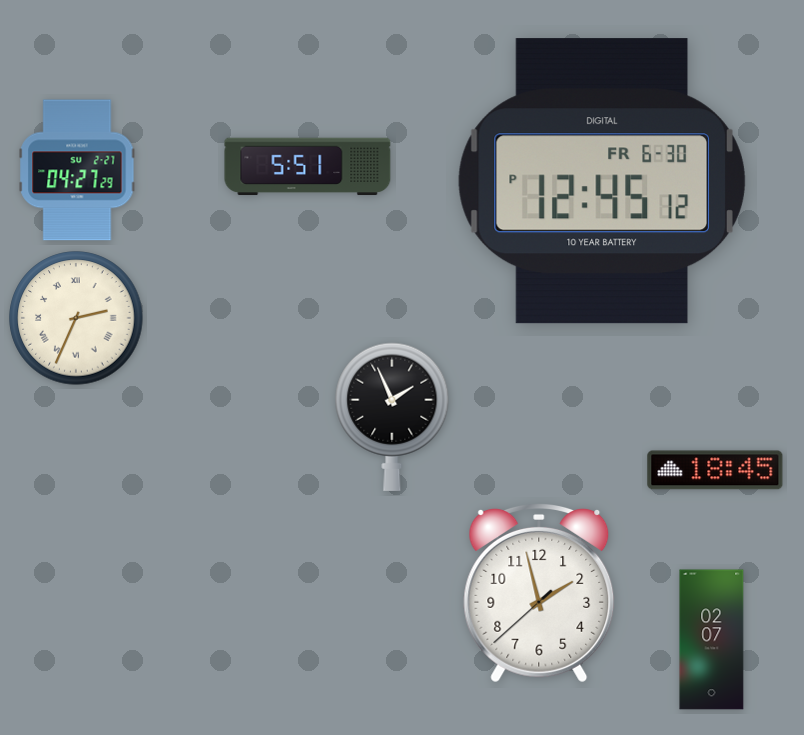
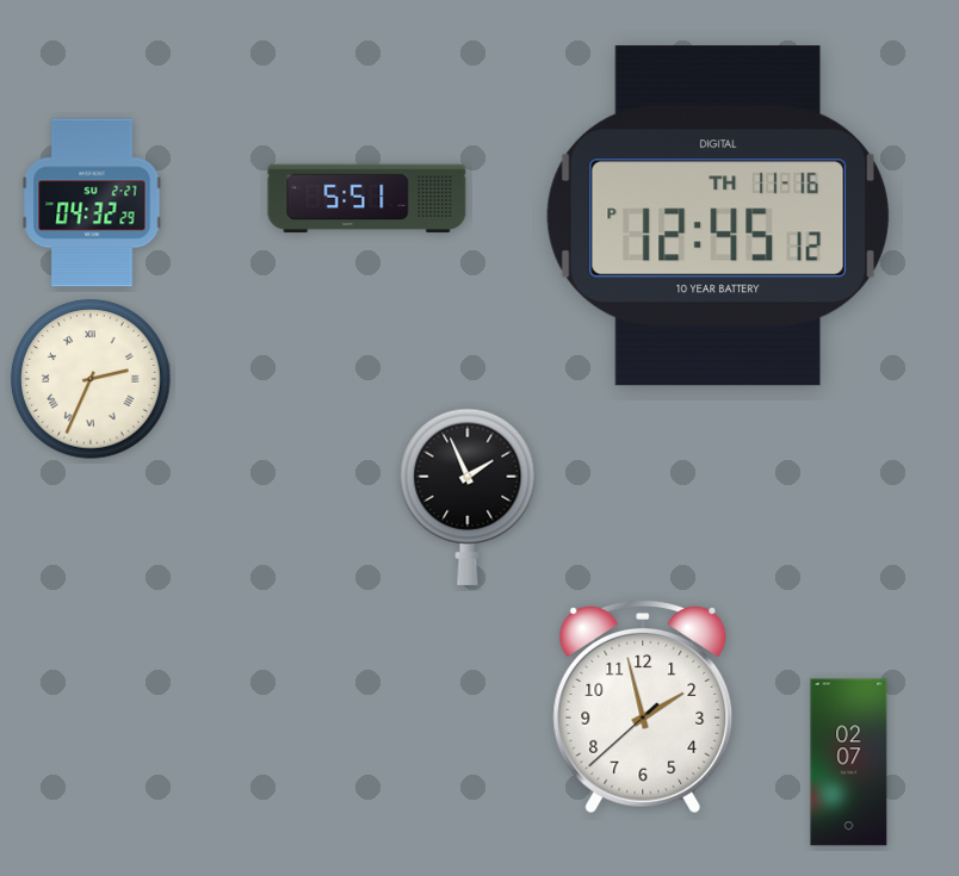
clock at (77, 170): 04:27 -> 04:32
clock at (602, 181) date: FR 6-30 -> TH 11-16
clock at (715, 470): 18:45 -> none
